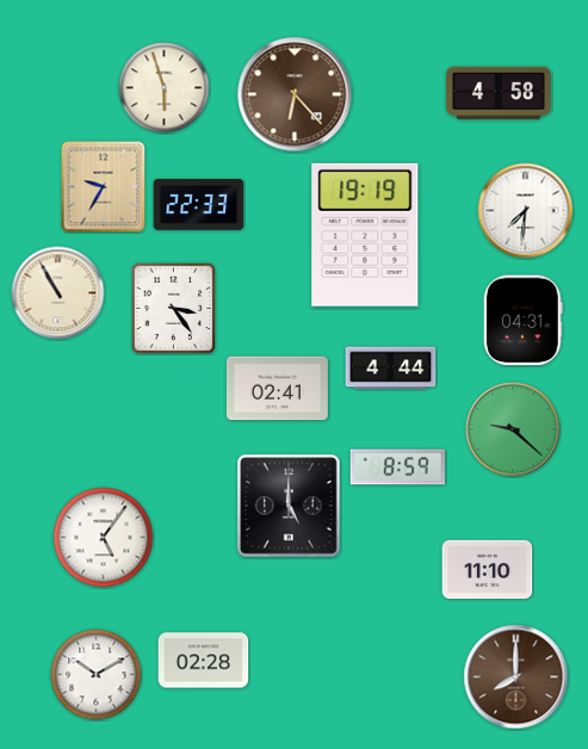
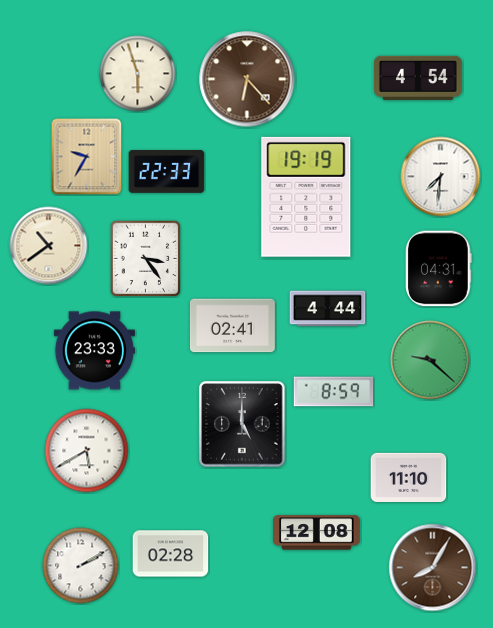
clock at (499, 93): 4:58 -> 4:54
clock at (58, 293): 10:55 -> 10:39
clock at (94, 351): none -> 23:33
clock at (104, 538): 5:06 -> 5:40
clock at (317, 533): none -> 12:08
clock at (97, 675): 10:10 -> 2:10
clock at (516, 677): 8:00 -> 8:05
